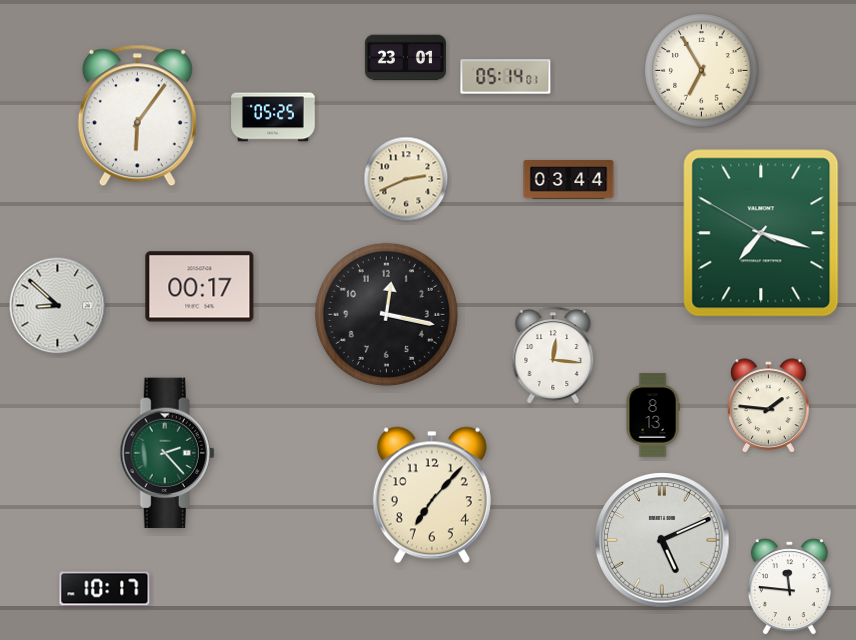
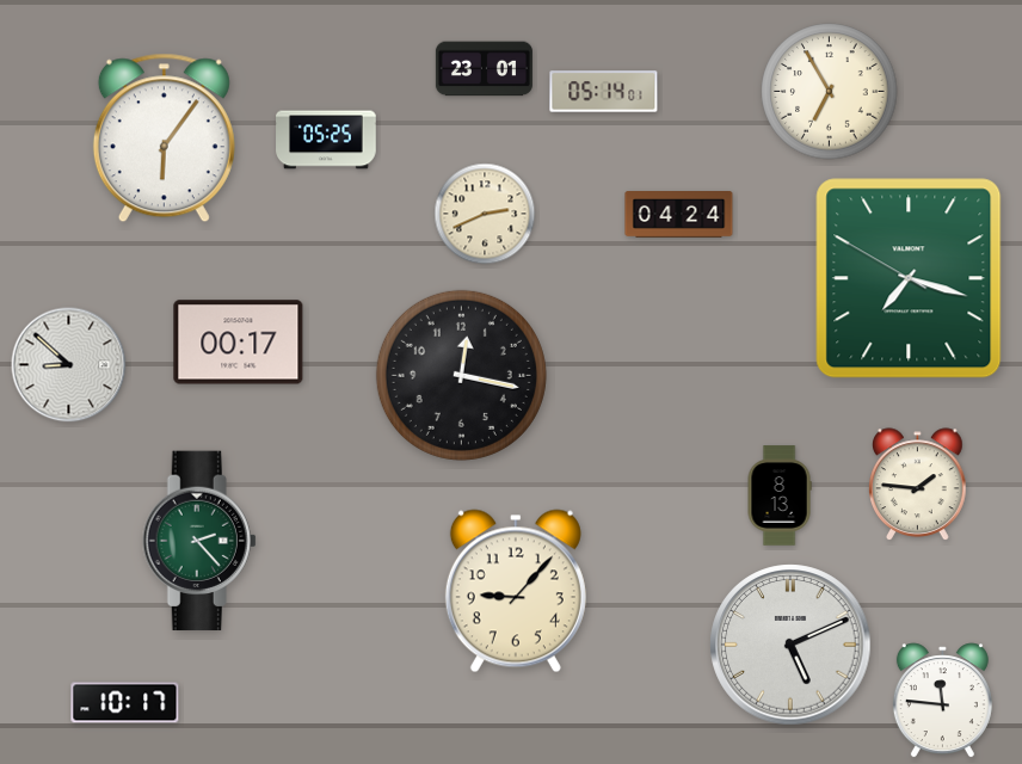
clock at (702, 71) position: (702, 71) -> (830, 92)
clock at (569, 180): 03:44 -> 04:24
clock at (553, 355): 12:16 -> none
clock at (432, 495): 7:07 -> 9:07
